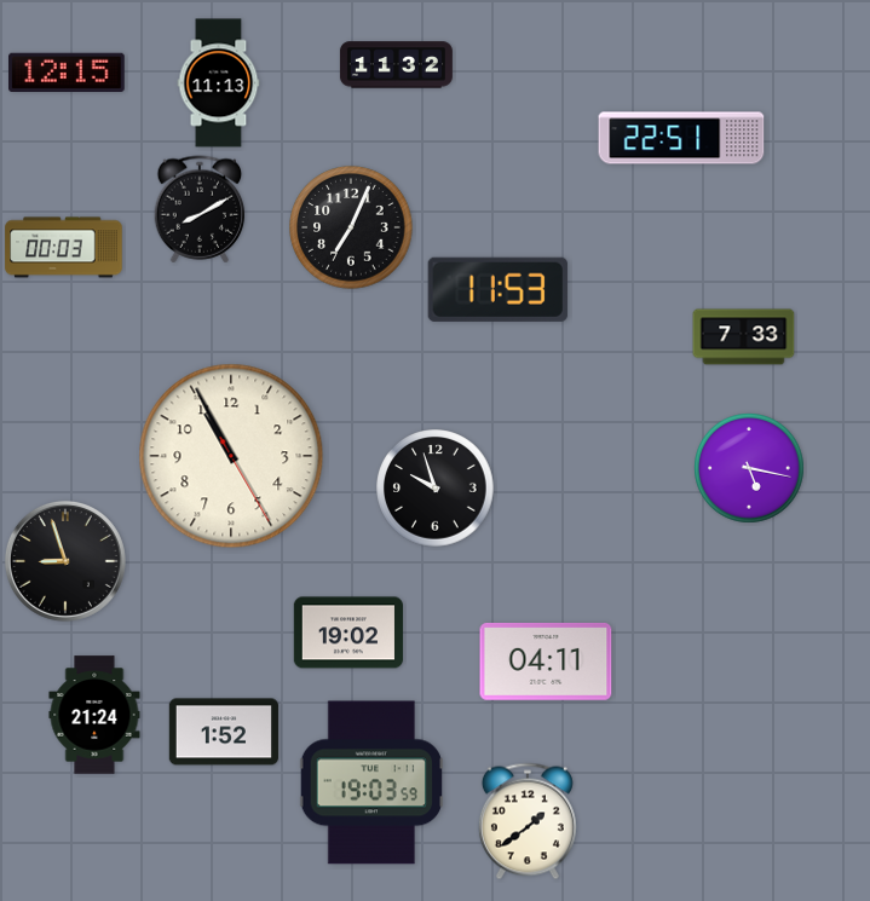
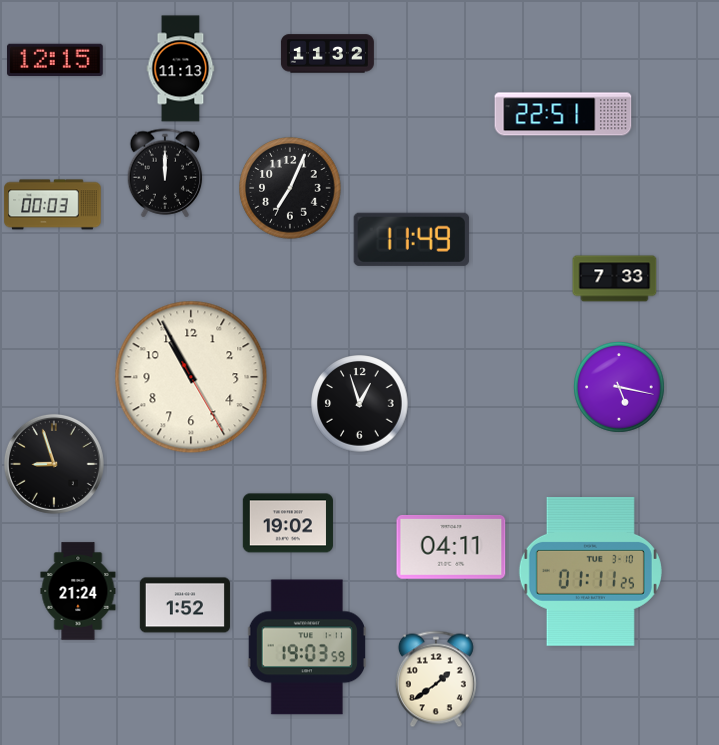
clock at (200, 209): 8:10 -> 12:00
clock at (497, 289): 11:53 -> 11:49
clock at (436, 489): 9:57 -> 12:57
clock at (590, 572): none -> 01:11
